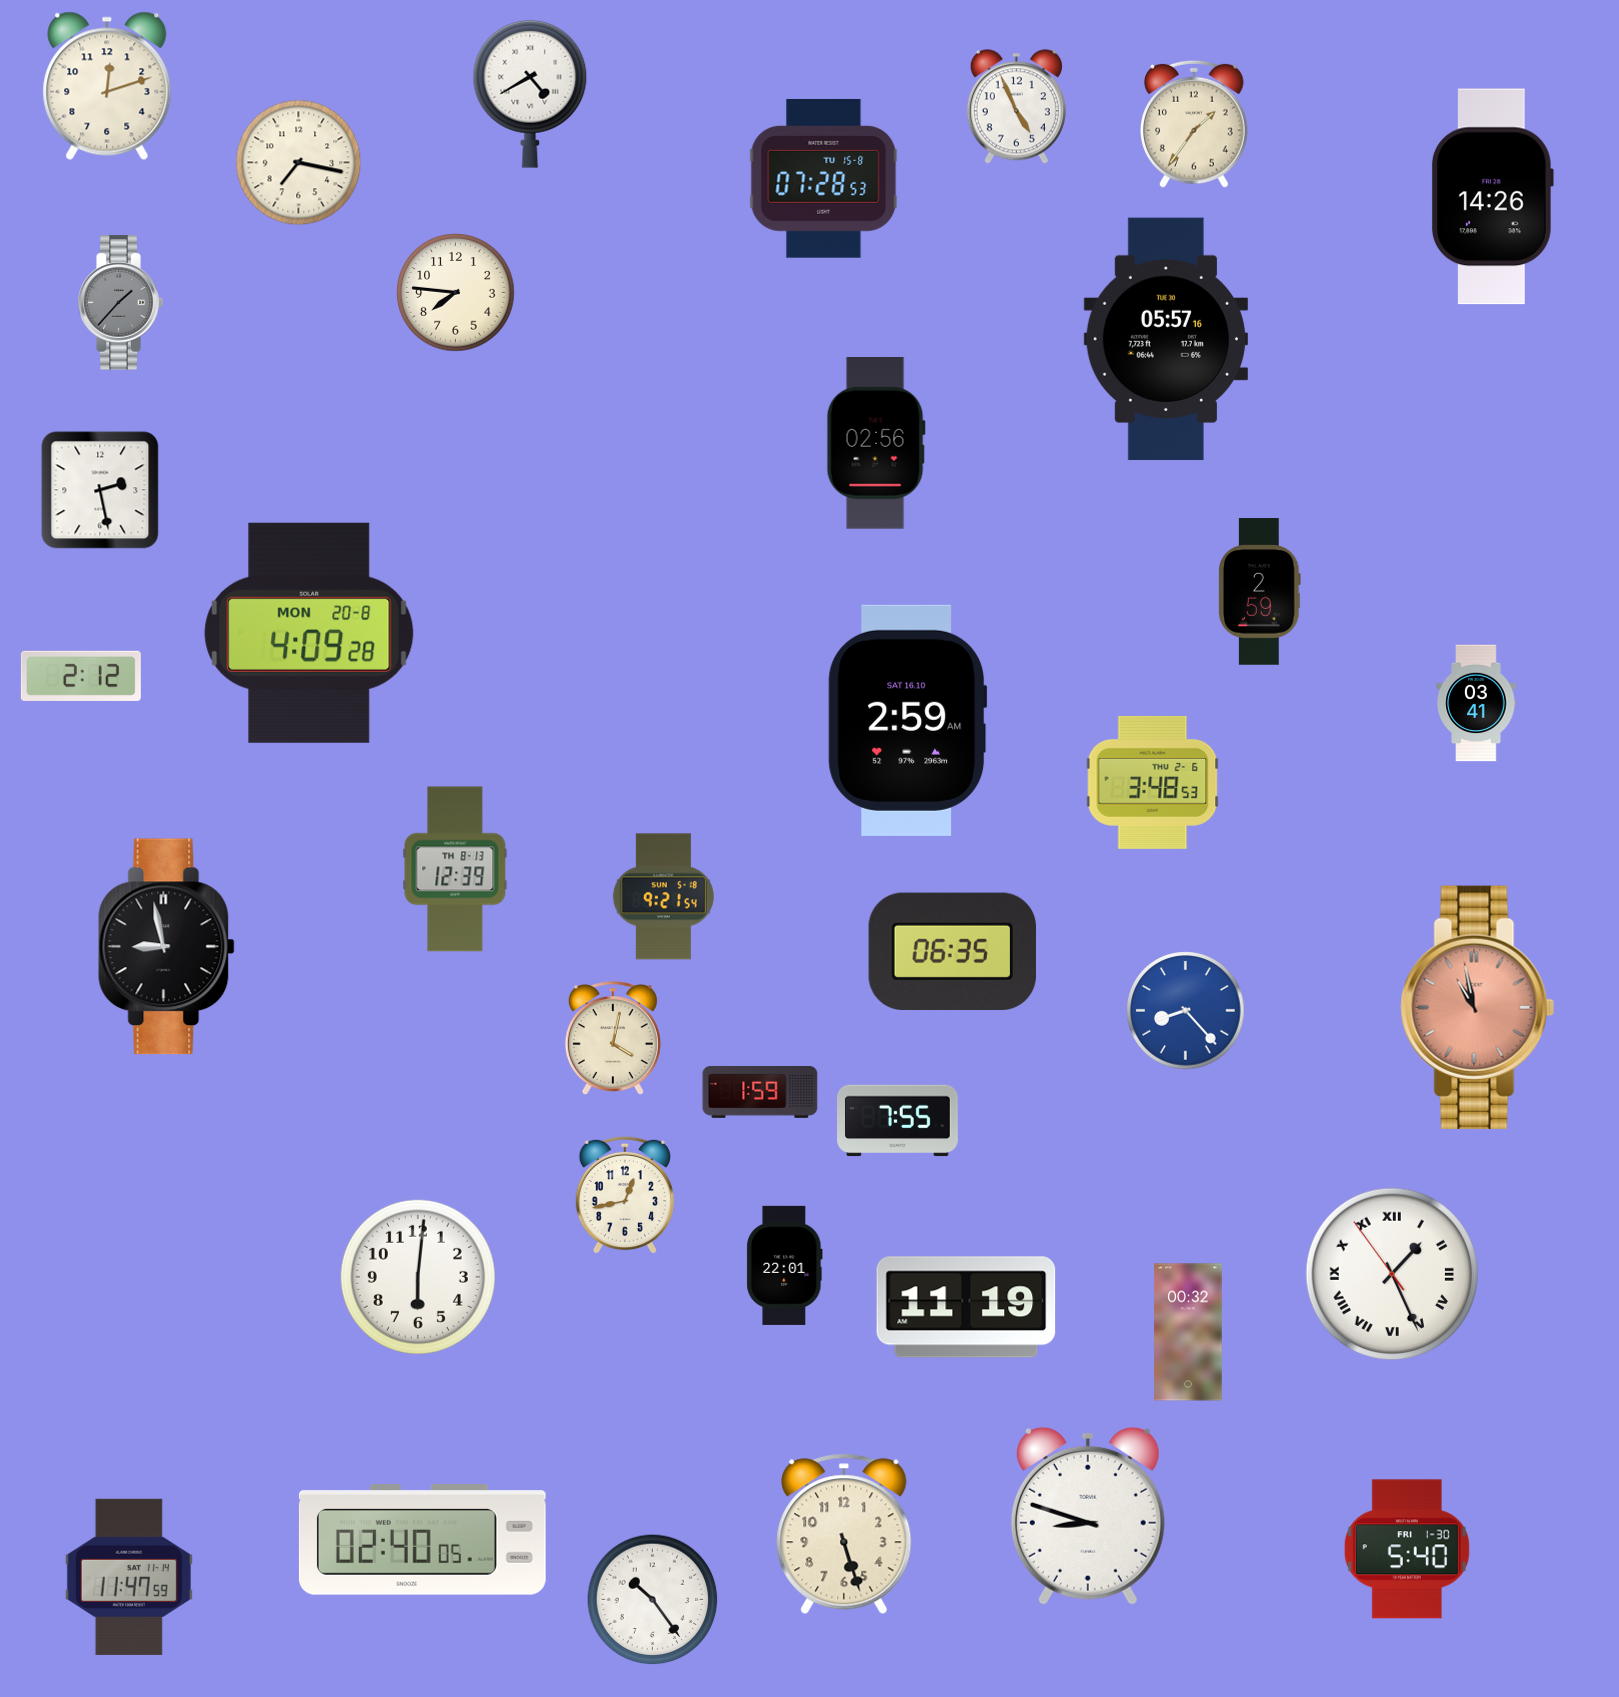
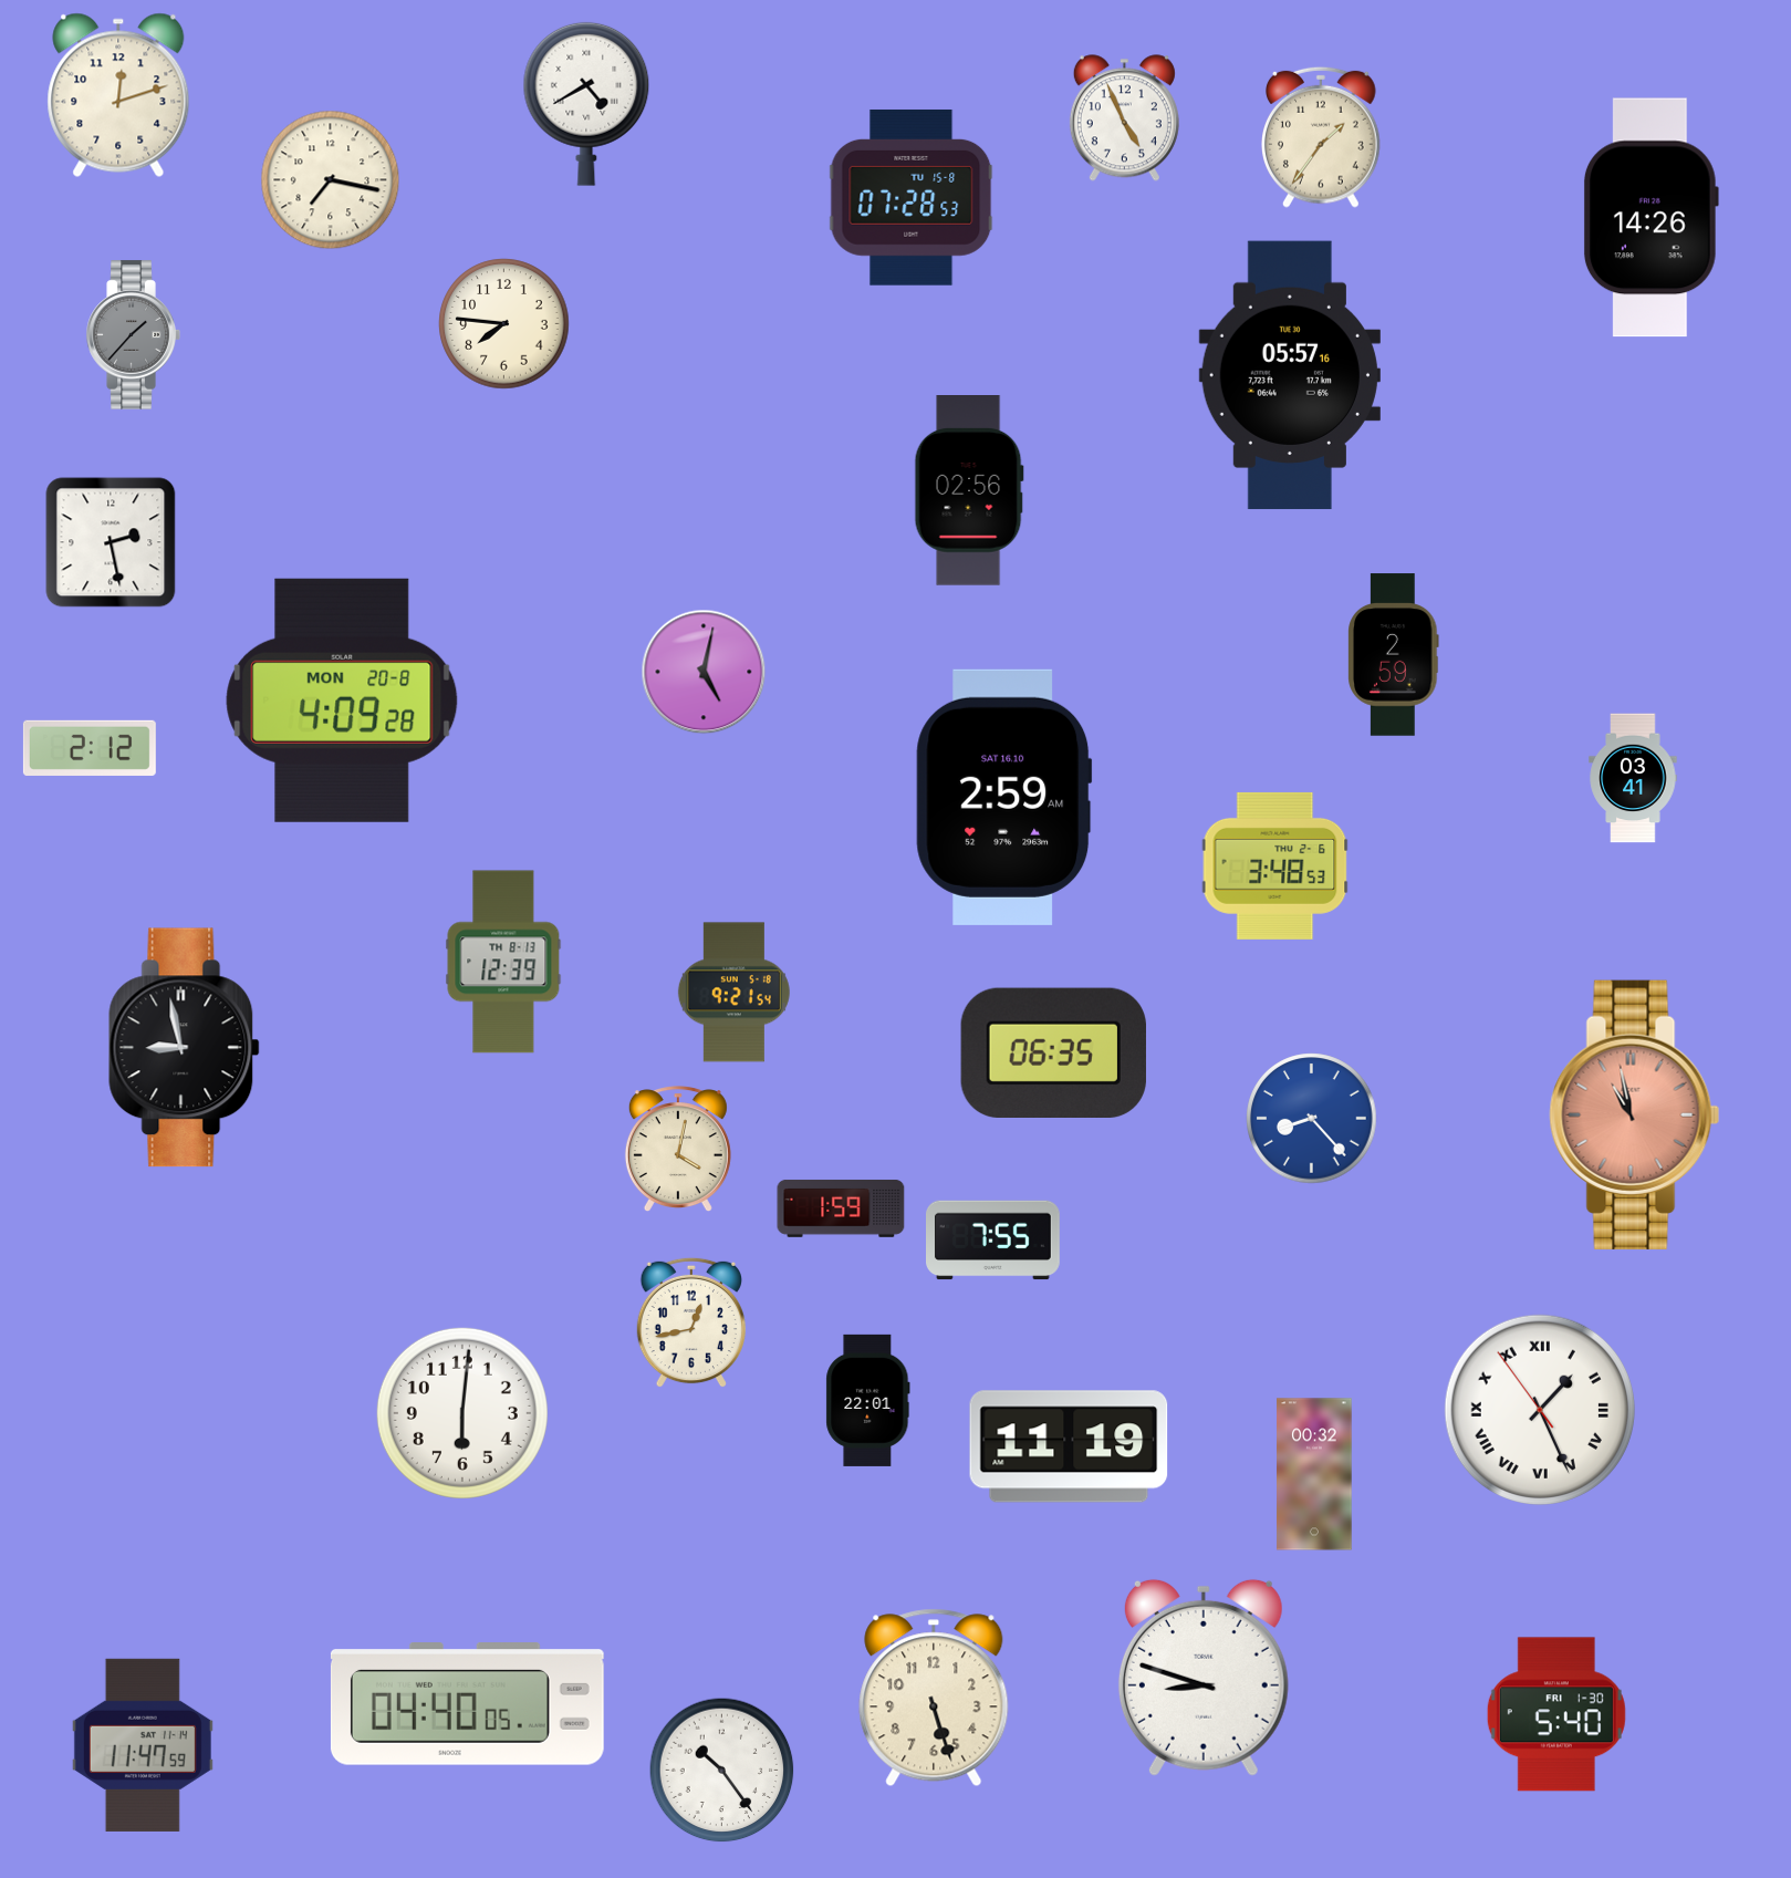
clock at (704, 672): none -> 5:02
clock at (422, 1540): 02:40 -> 04:40
